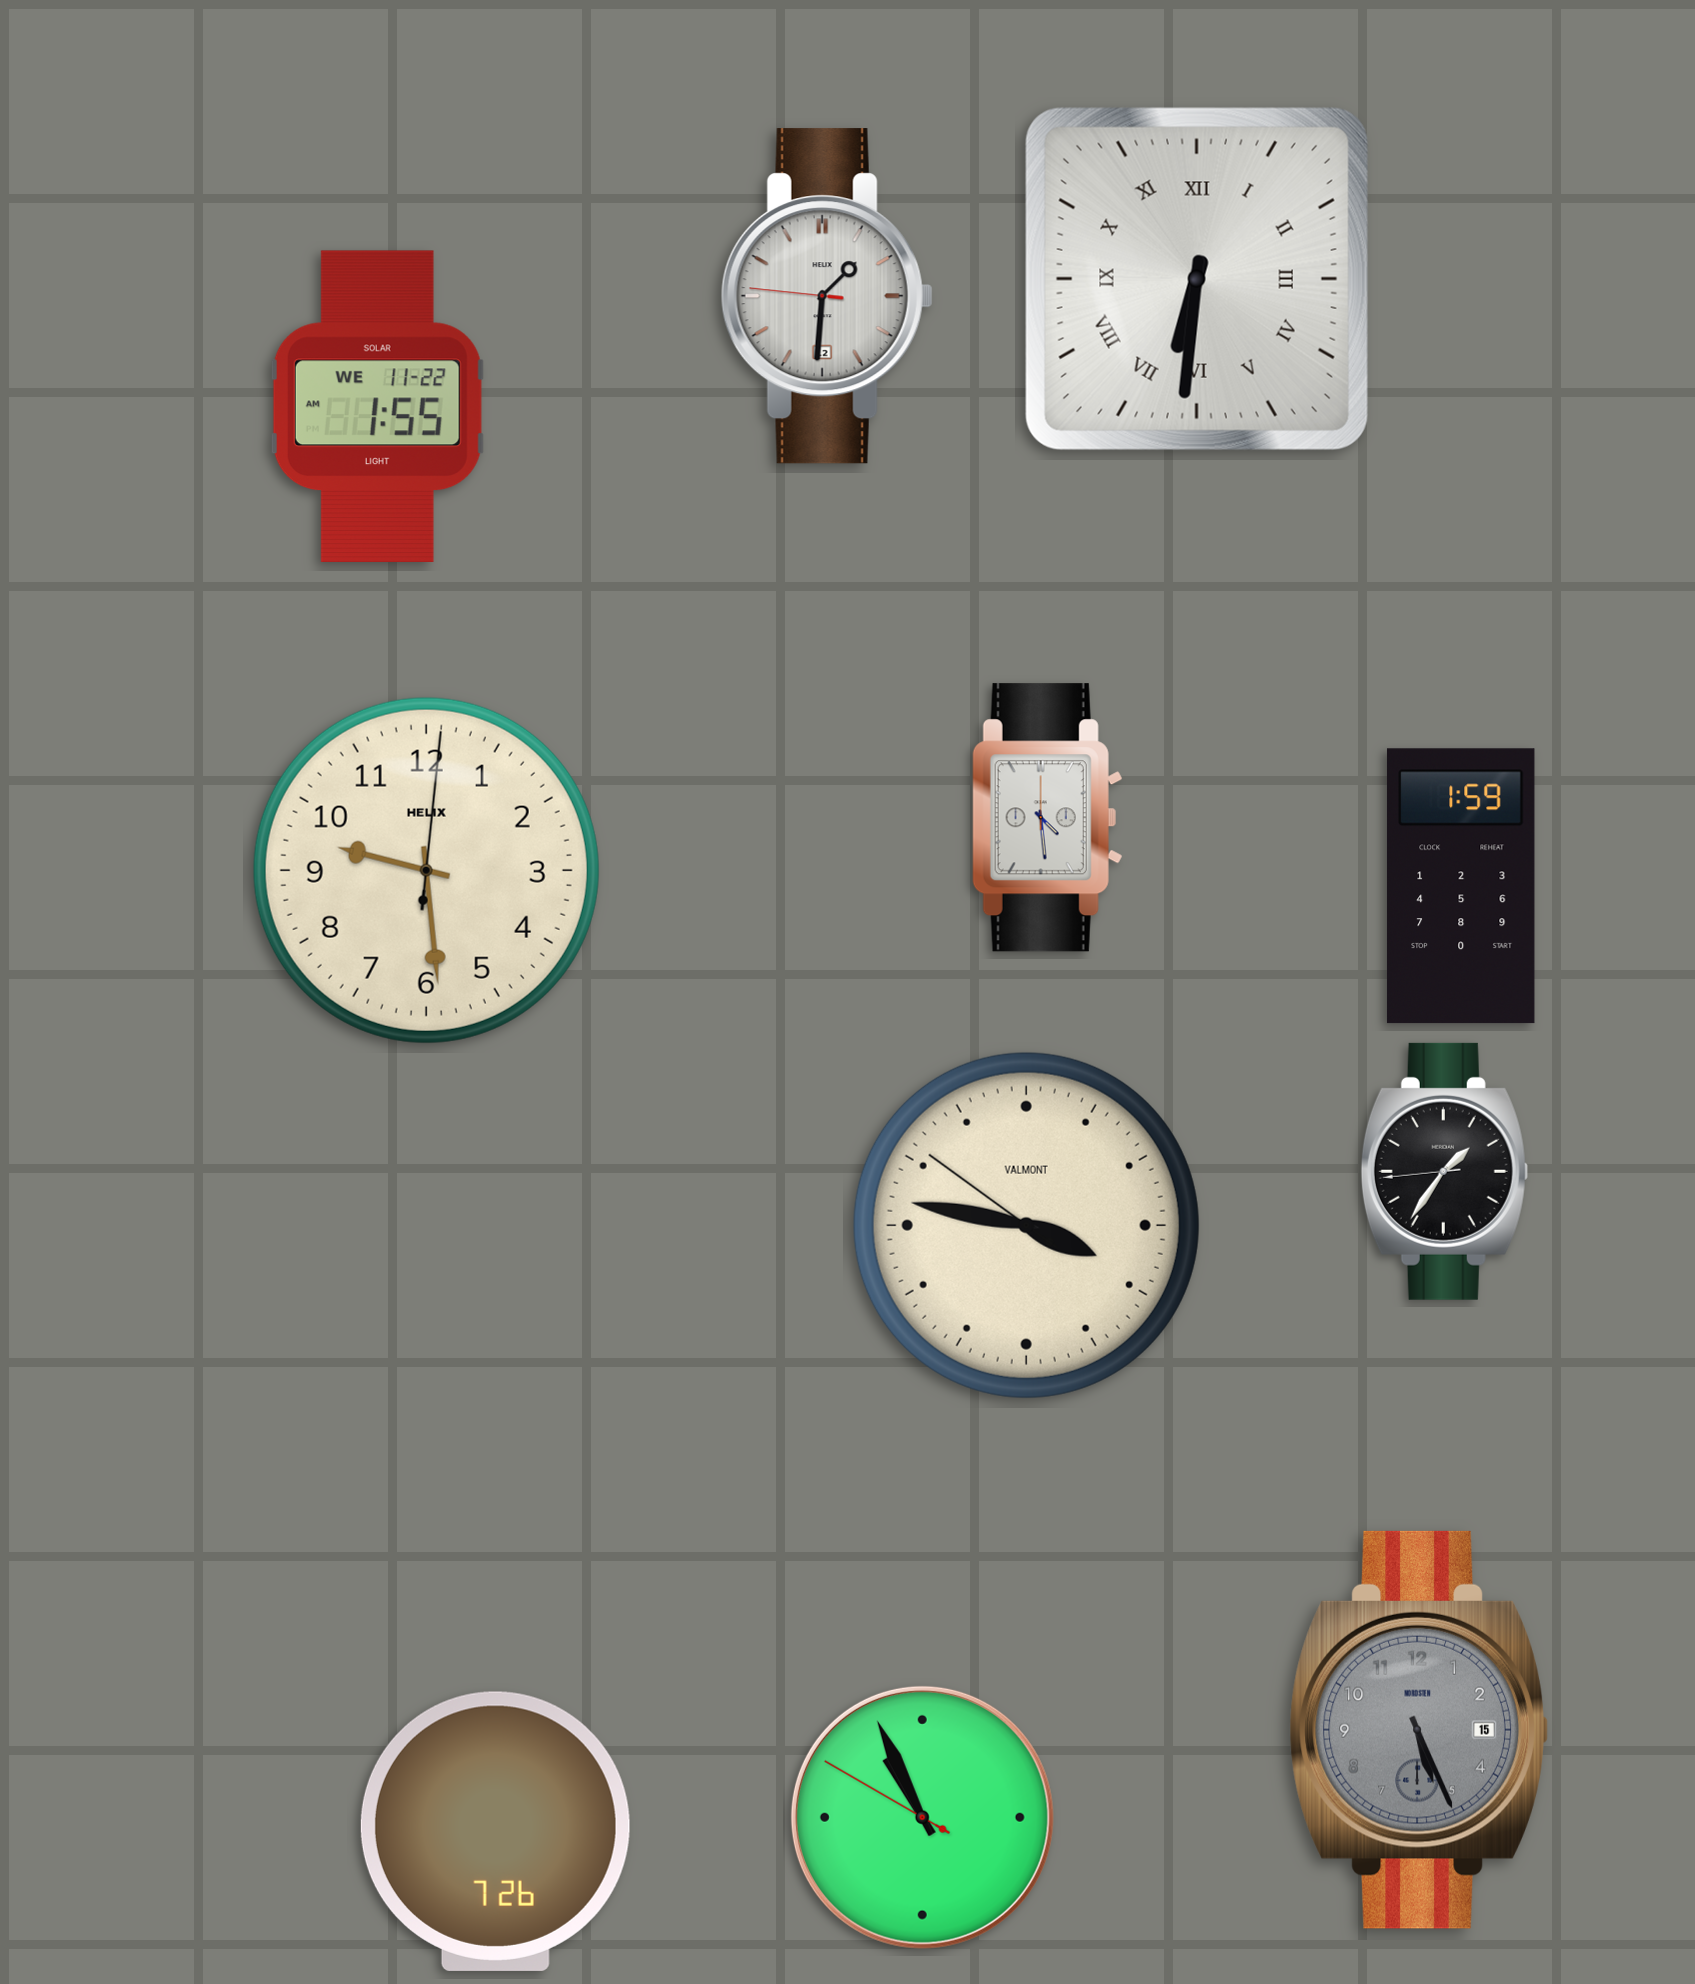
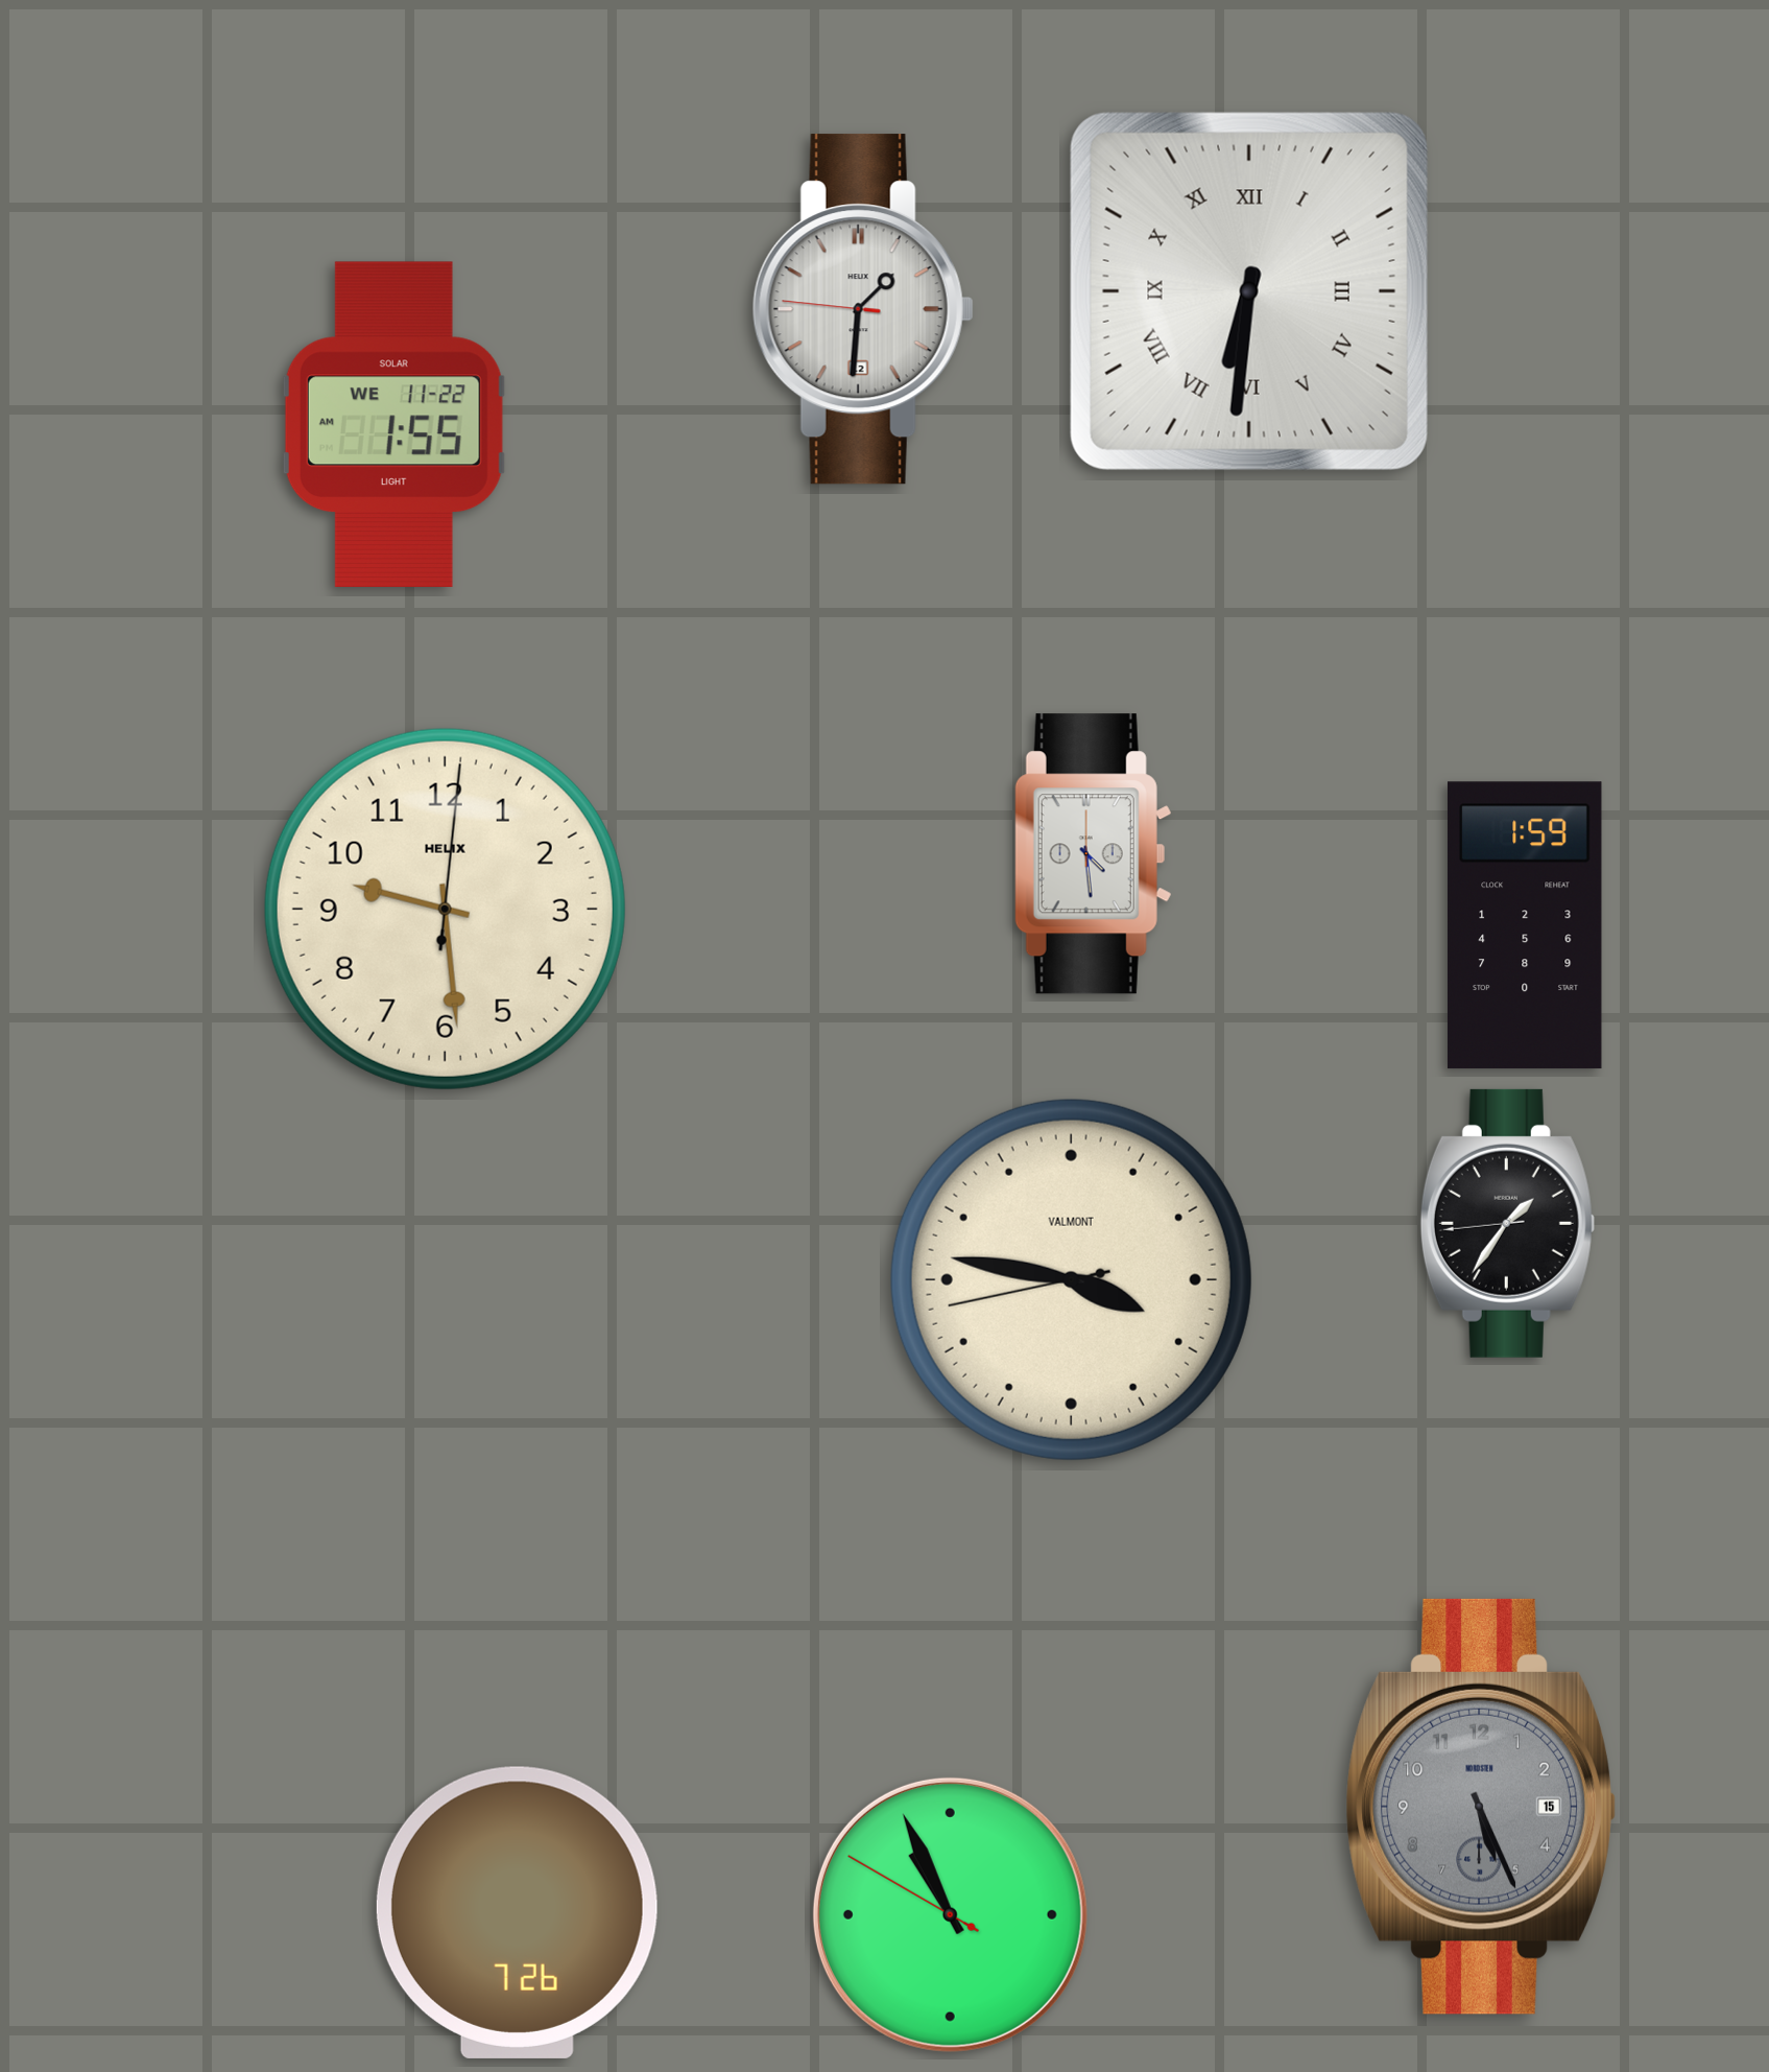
clock at (1026, 1225): 3:46:51 -> 3:46:43
clock at (922, 1817) position: (922, 1817) -> (950, 1914)
